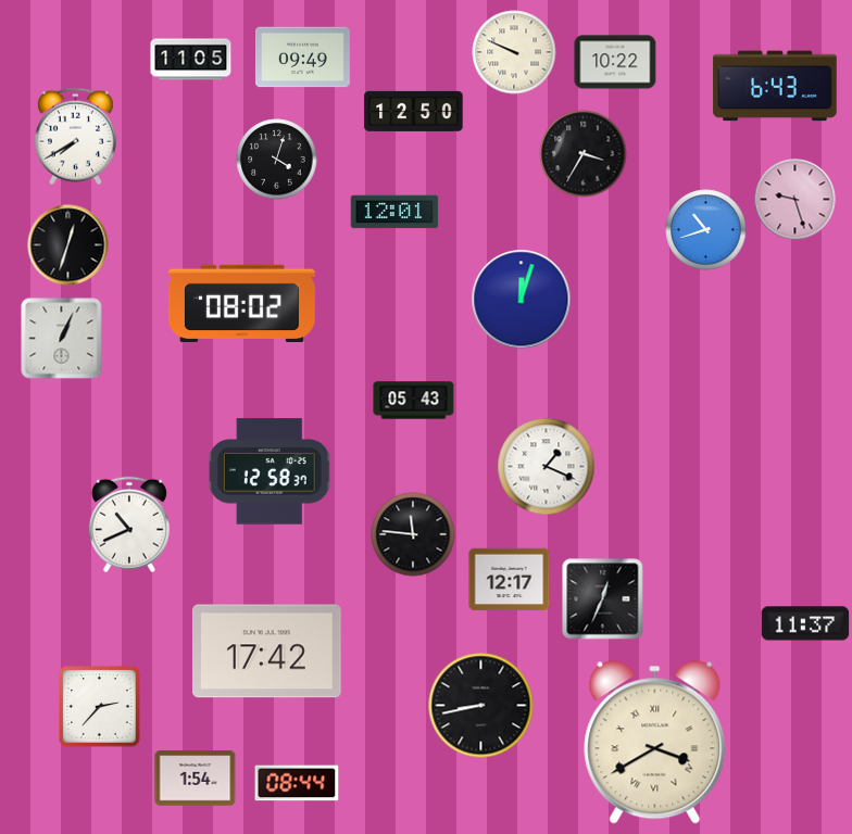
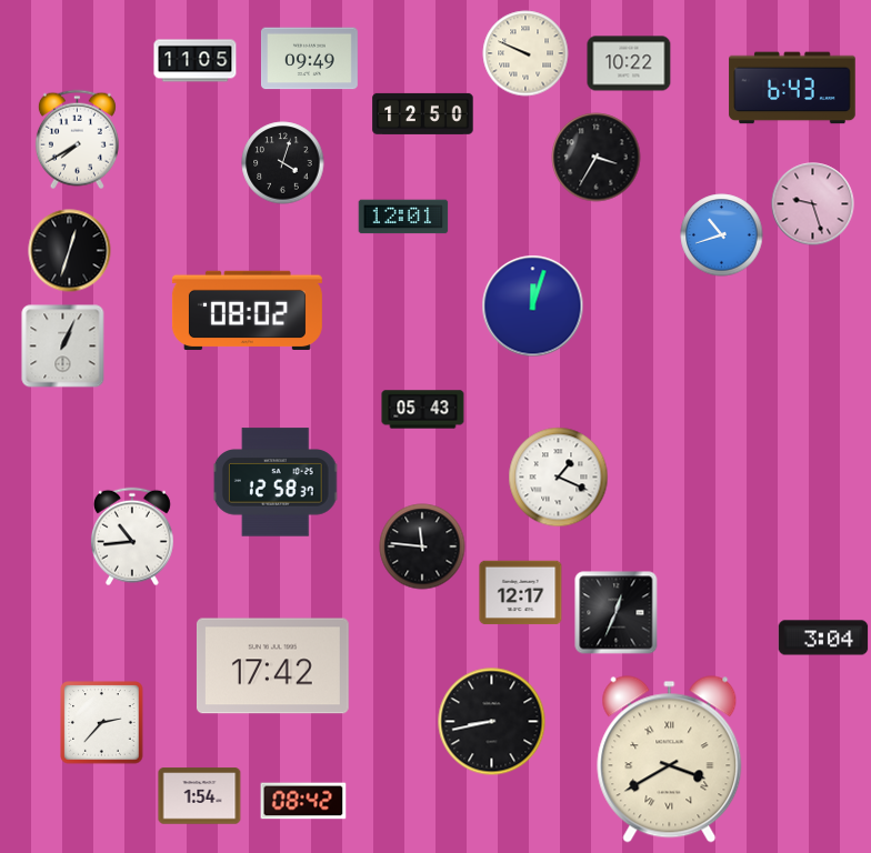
clock at (129, 525): 10:41 -> 10:44
clock at (805, 623): 11:37 -> 3:04
clock at (297, 783): 08:44 -> 08:42
